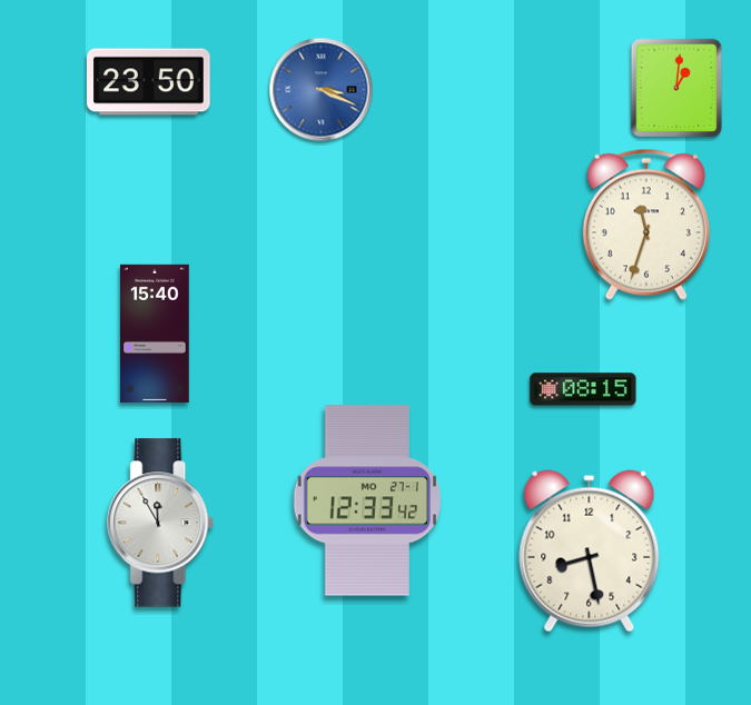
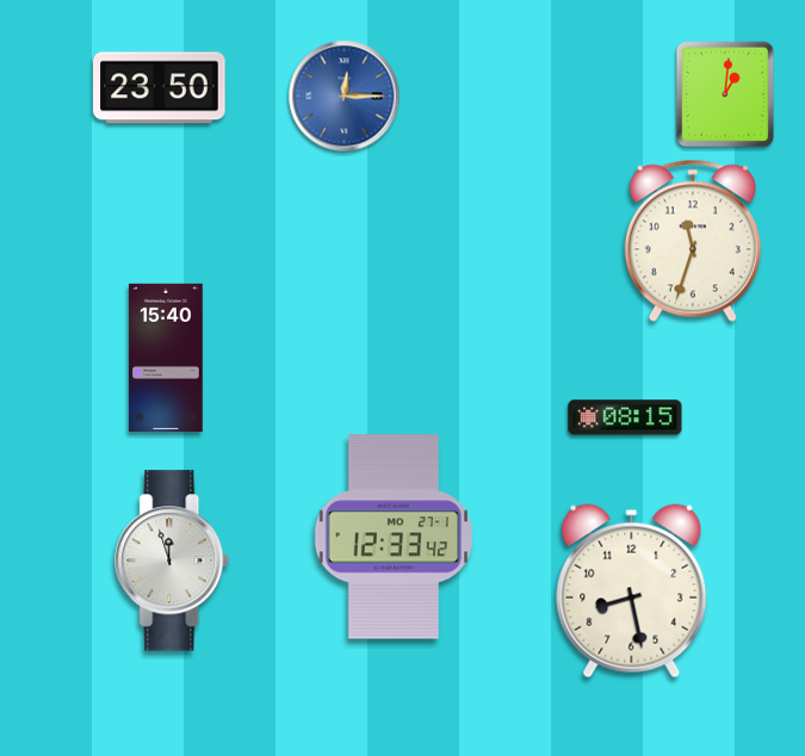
clock at (322, 90): 3:19 -> 12:15
clock at (161, 523): 11:55 -> 11:57
